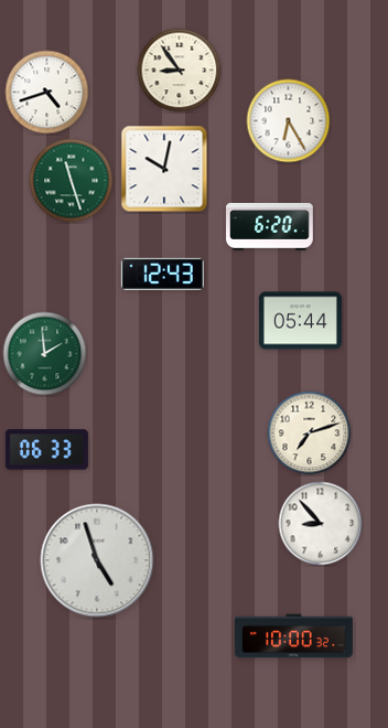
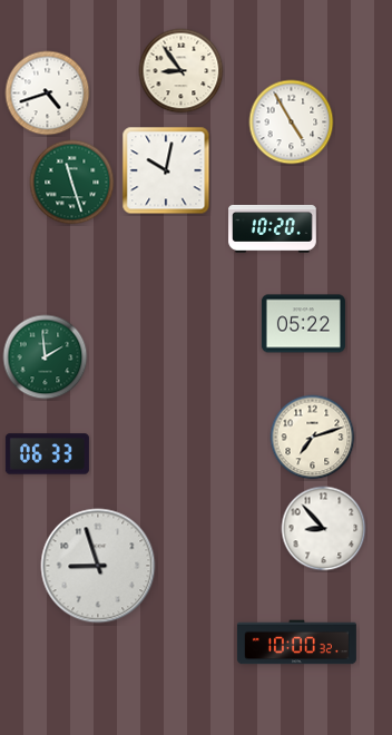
clock at (289, 121): 6:25 -> 4:55
clock at (270, 226): 6:20 -> 10:20
clock at (162, 274): 12:43 -> none
clock at (300, 321): 05:44 -> 05:22
clock at (97, 560): 4:57 -> 8:57
